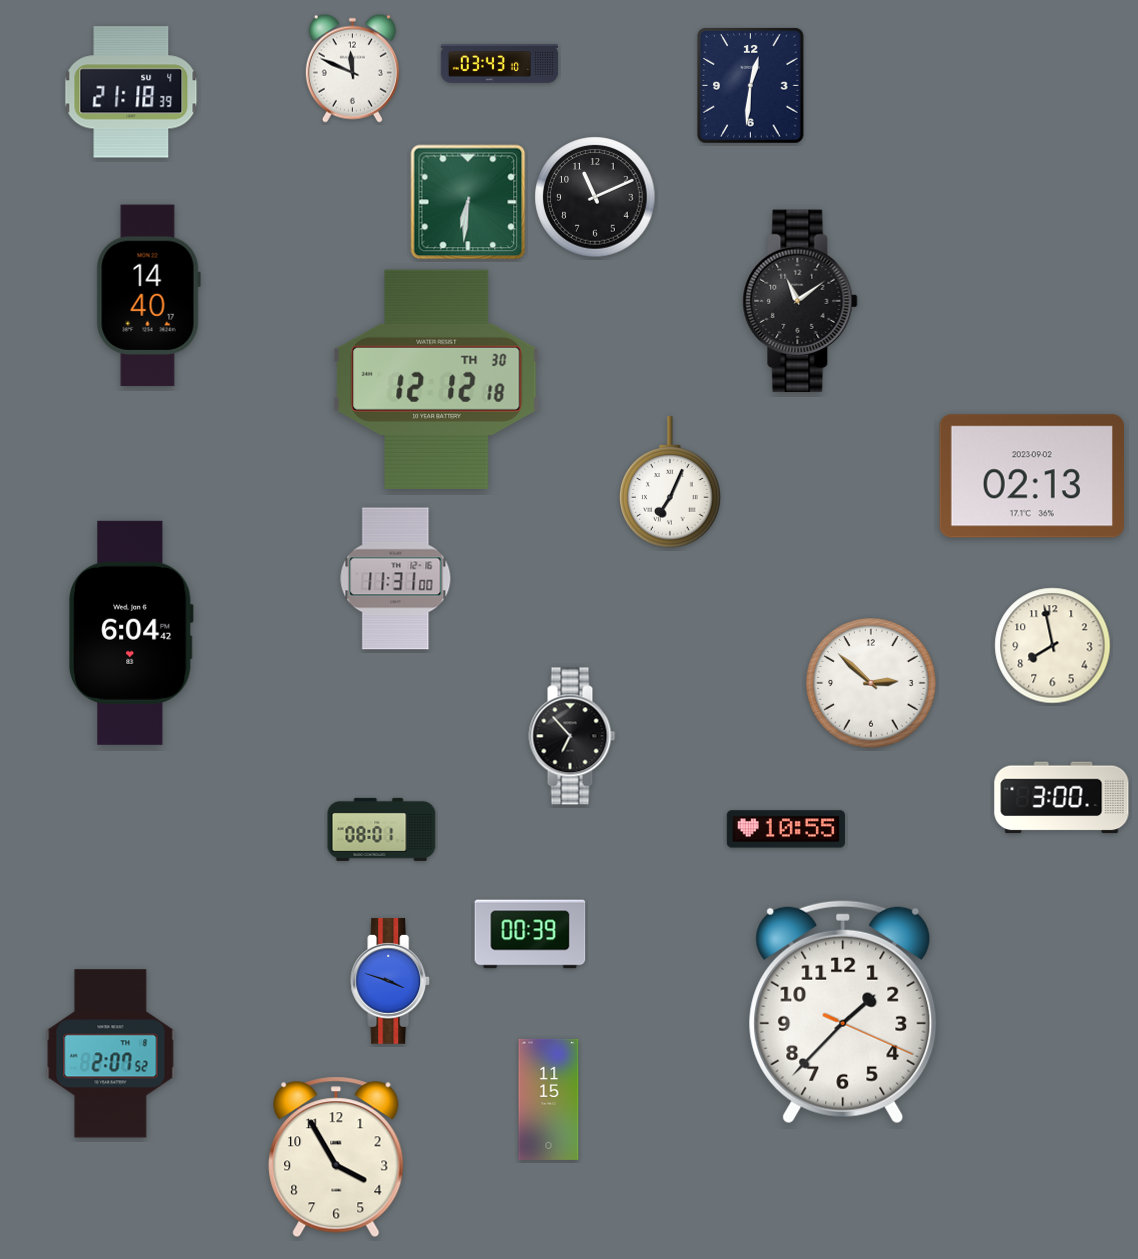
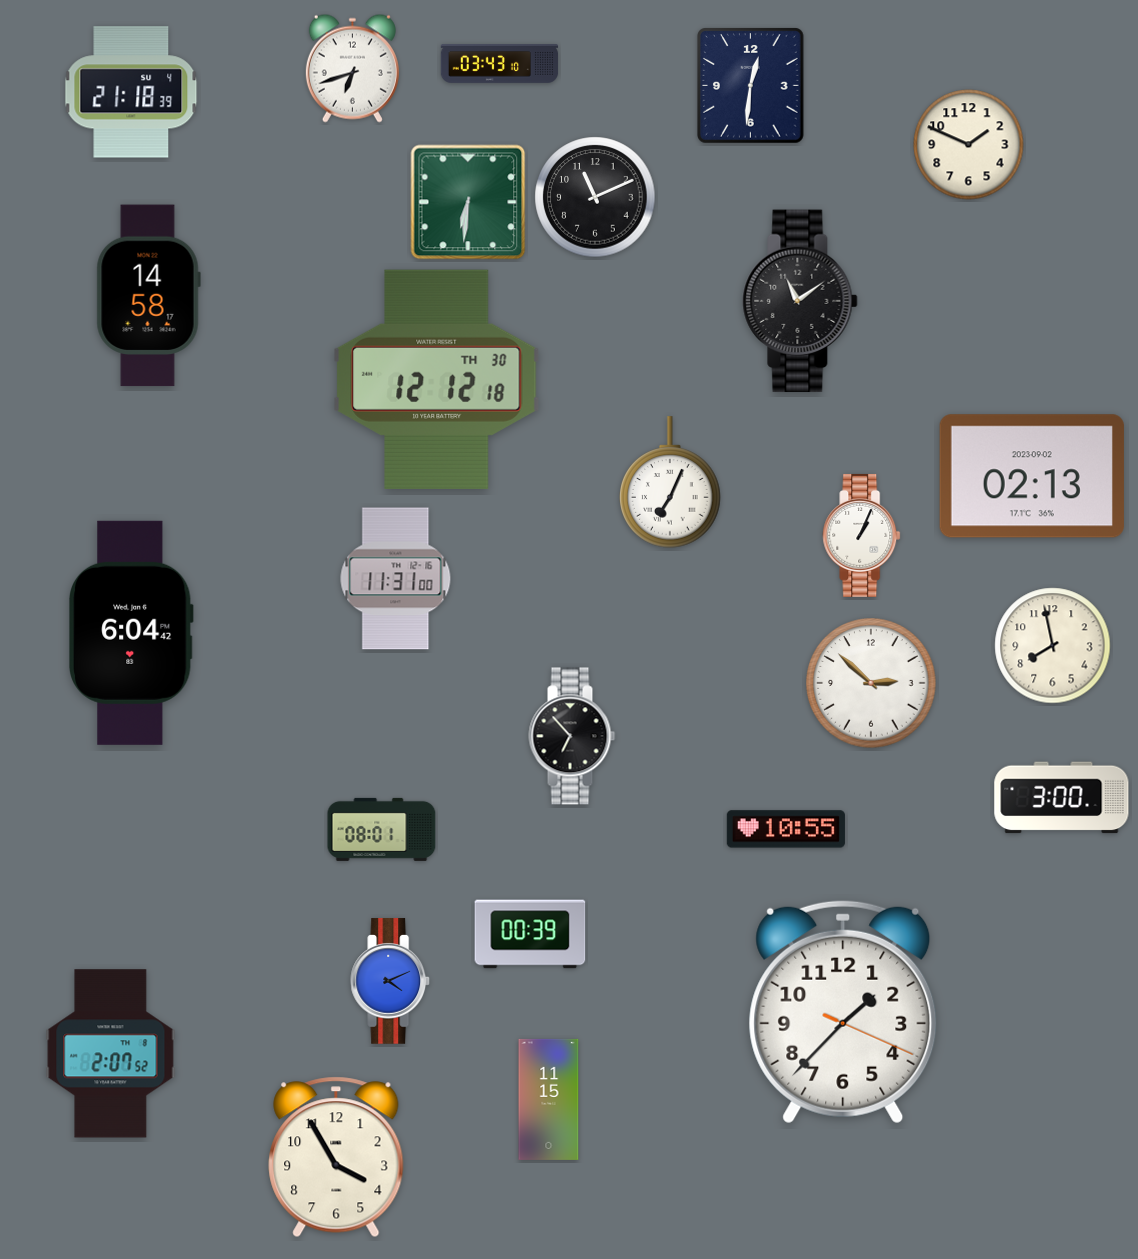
clock at (352, 68): 11:49 -> 6:42
clock at (969, 145): none -> 1:49
clock at (148, 296): 14:40 -> 14:58
clock at (862, 535): none -> 1:04
clock at (391, 981): 3:48 -> 4:11
